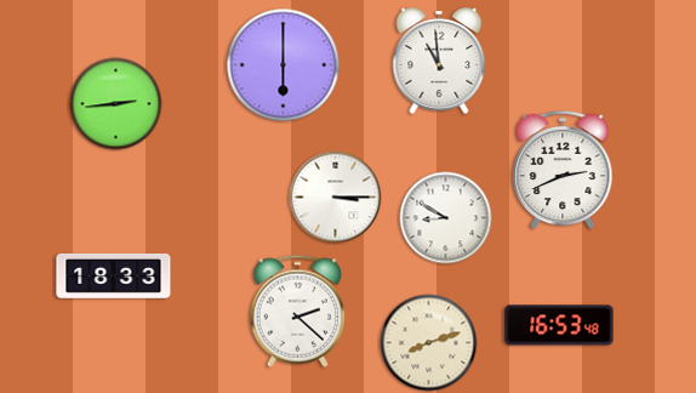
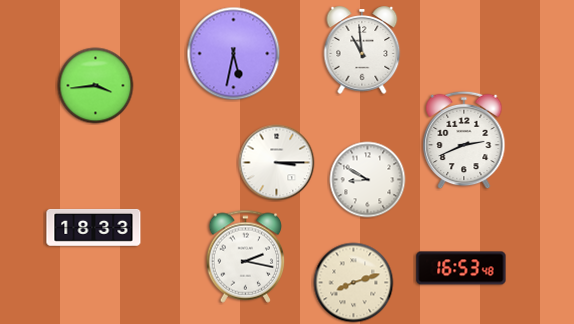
clock at (284, 65): 6:00 -> 5:32
clock at (116, 104): 2:44 -> 3:44
clock at (298, 311): 2:22 -> 2:17
